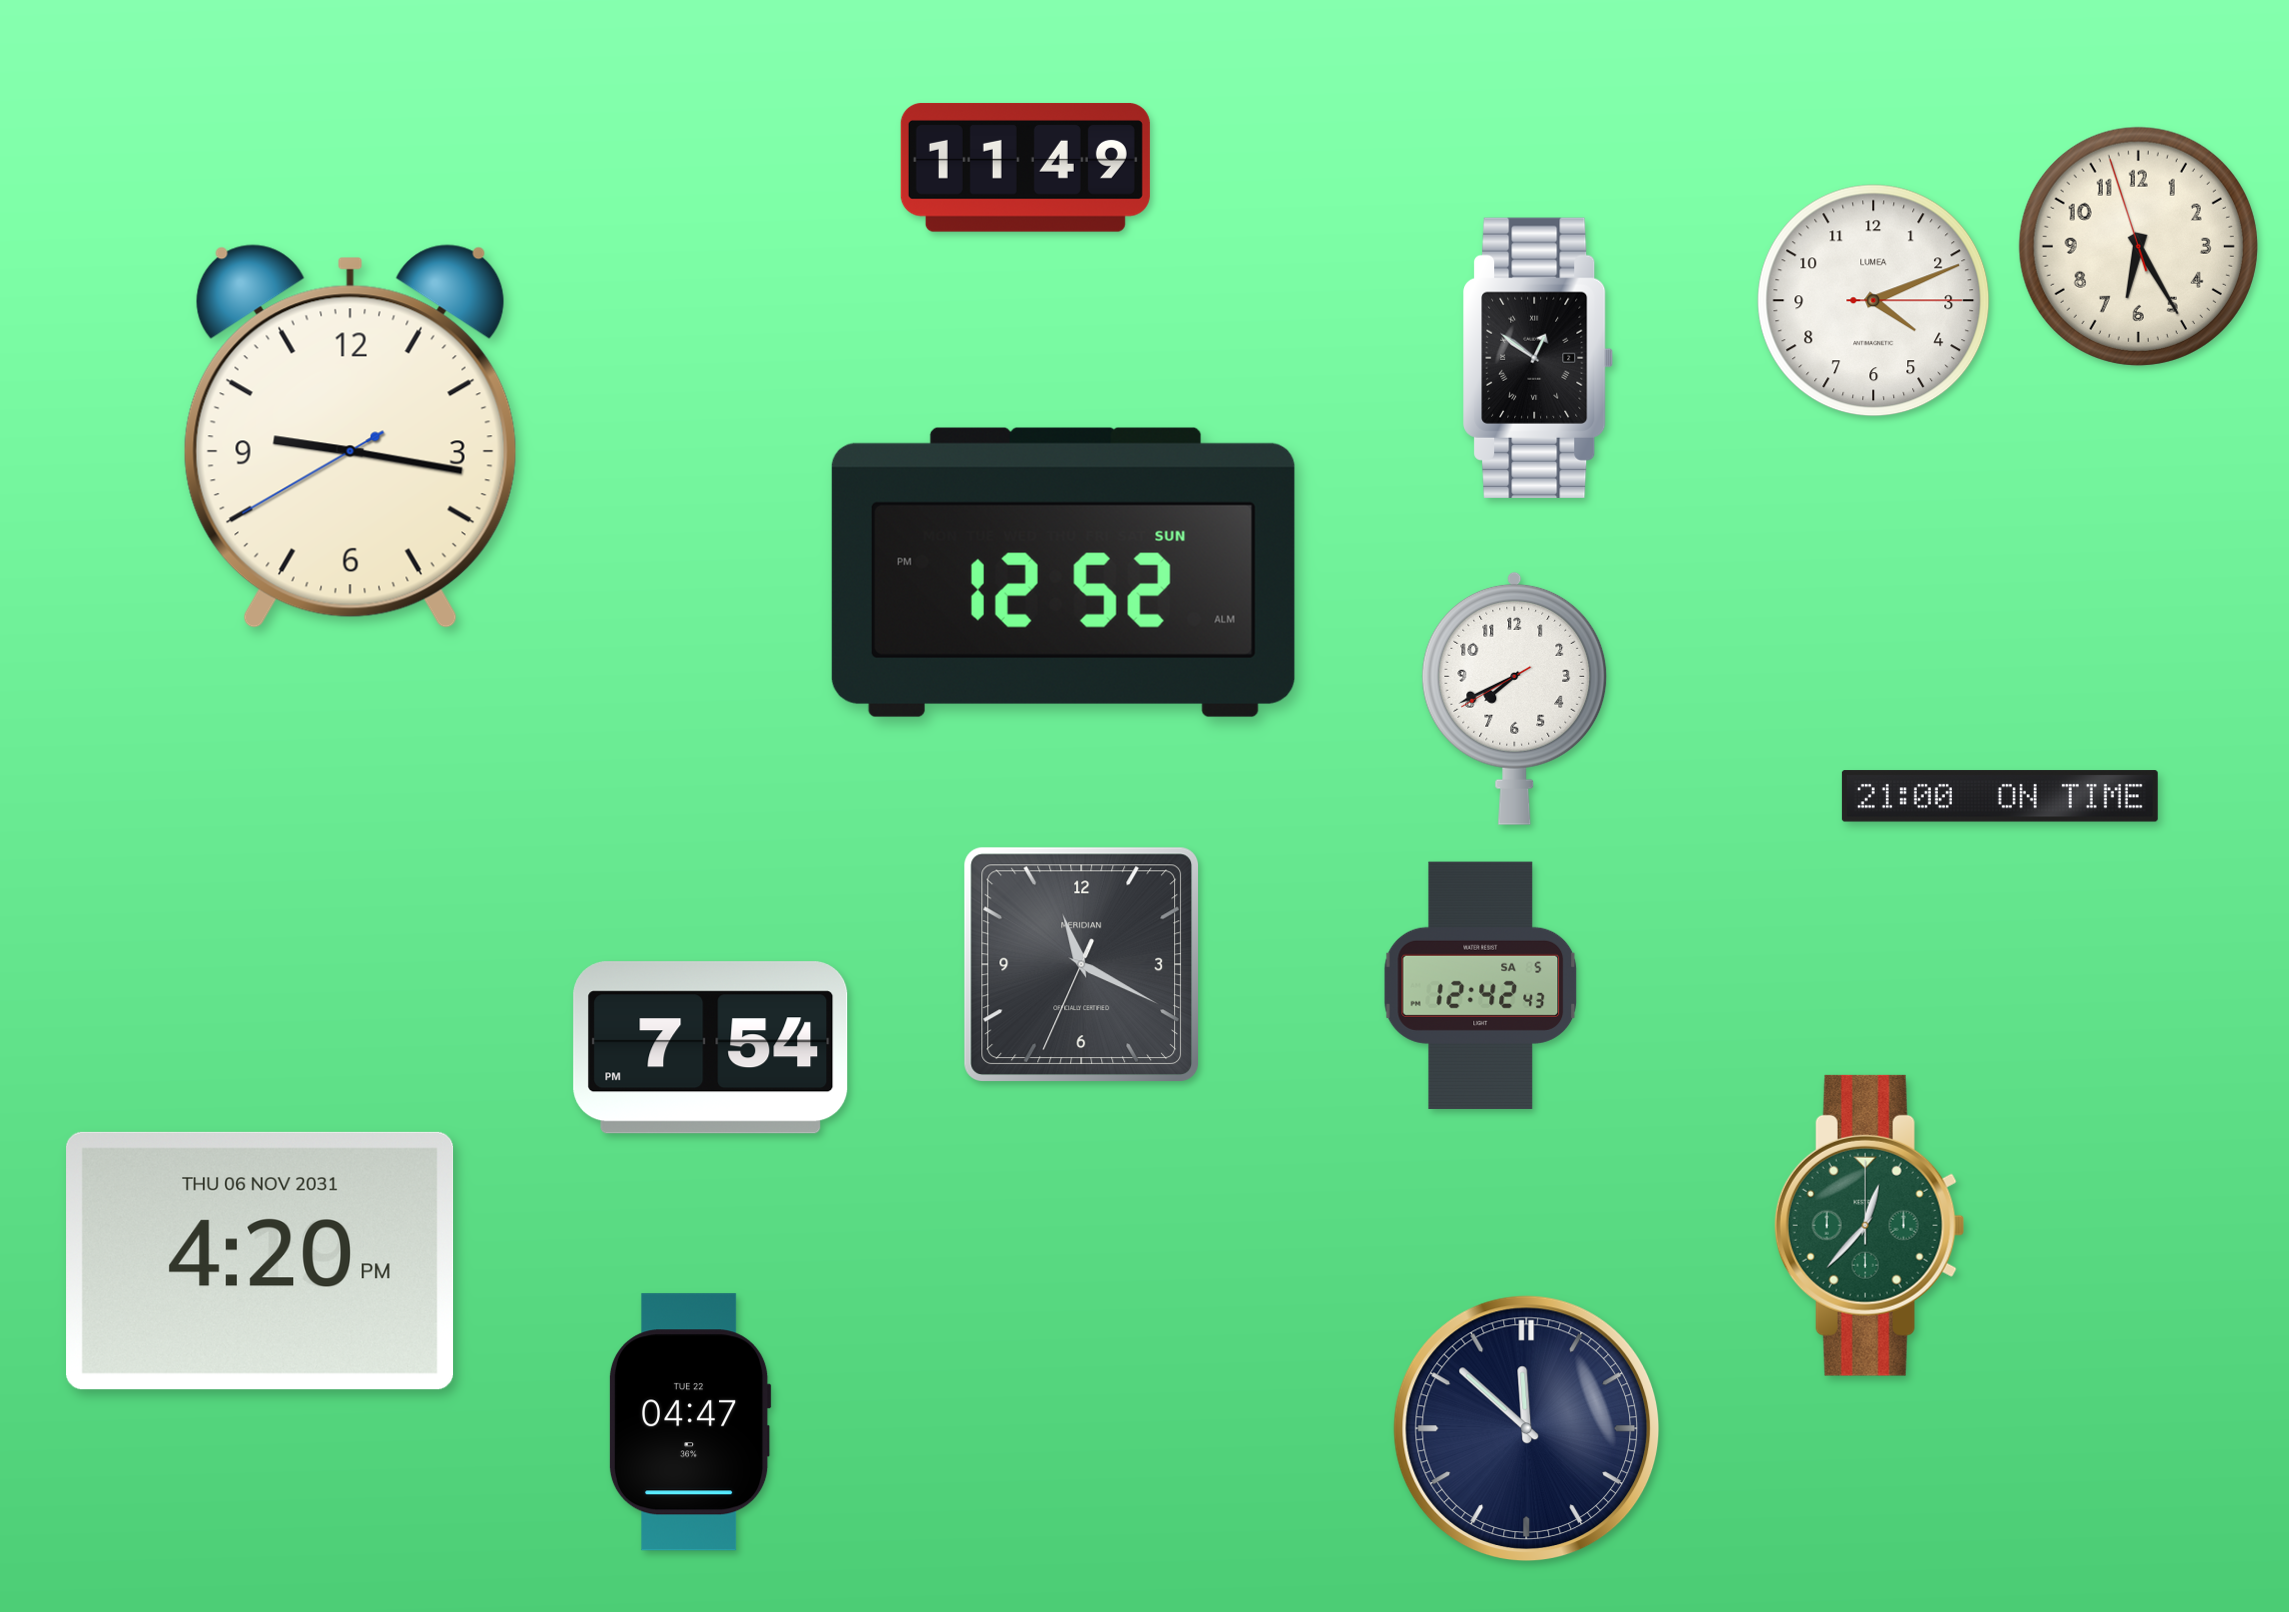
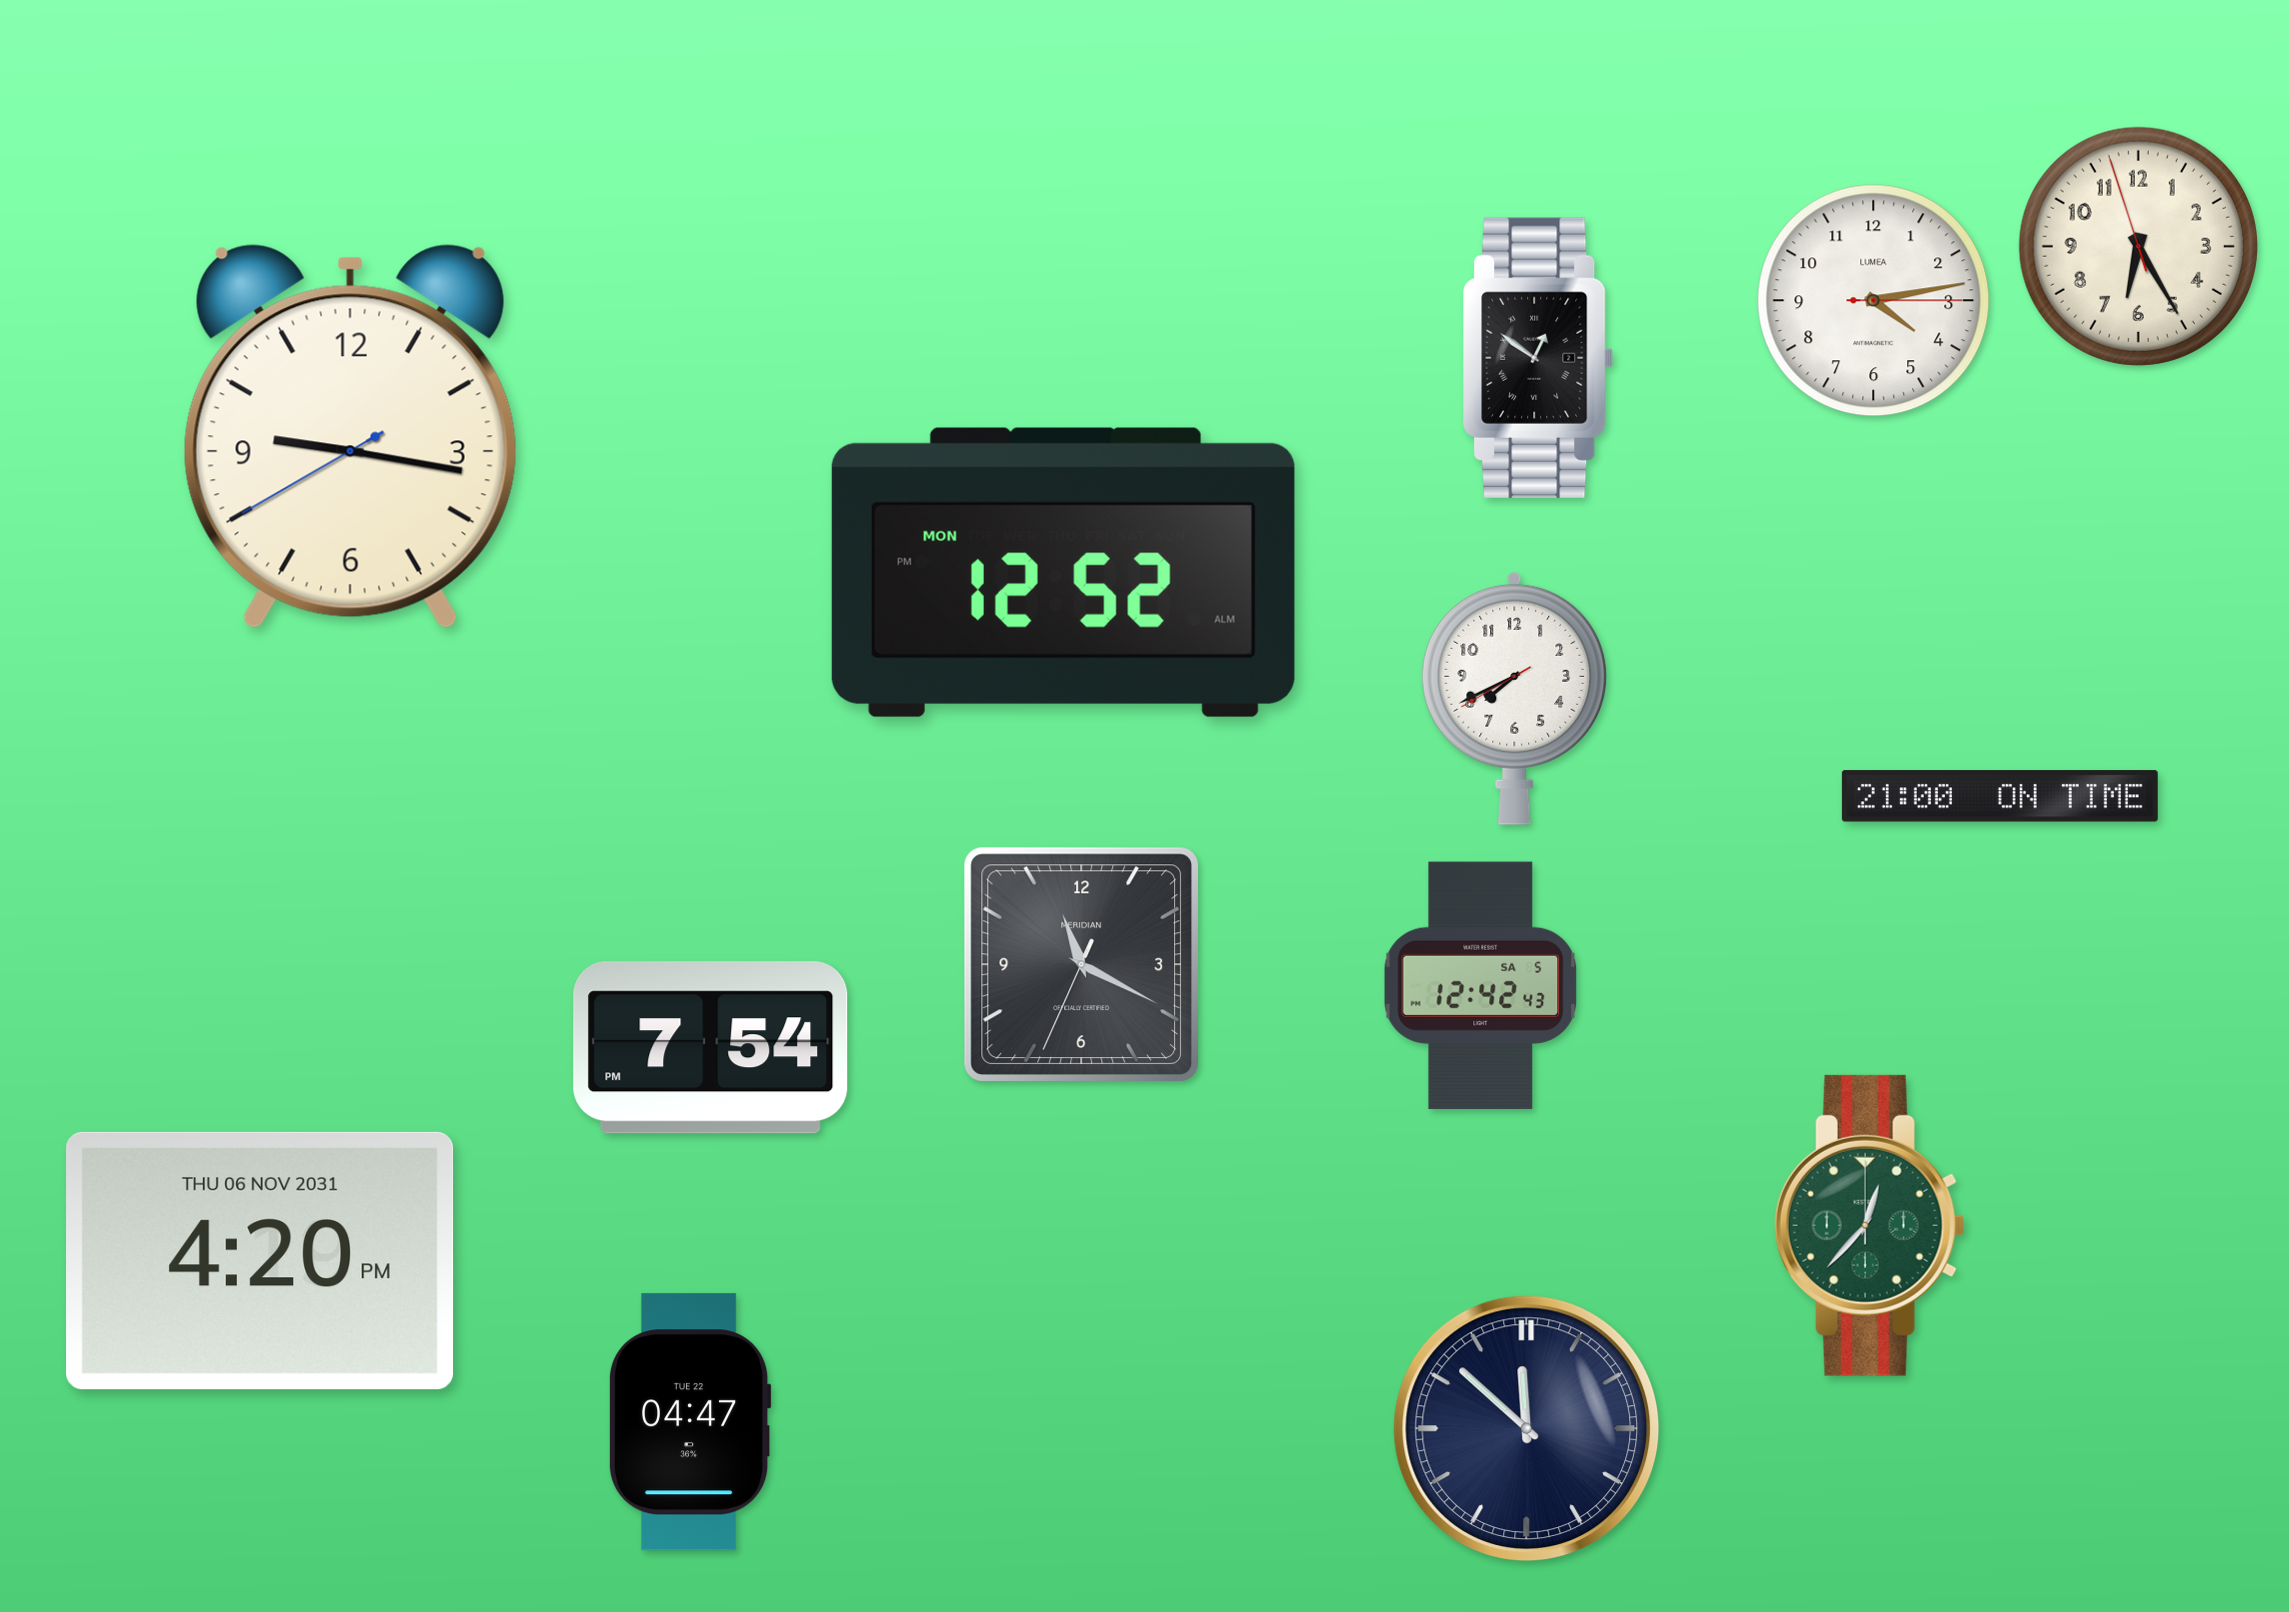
clock at (1025, 167): 11:49 -> none
clock at (1874, 301): 4:11 -> 4:13
clock at (1063, 572) date: SUN -> MON
